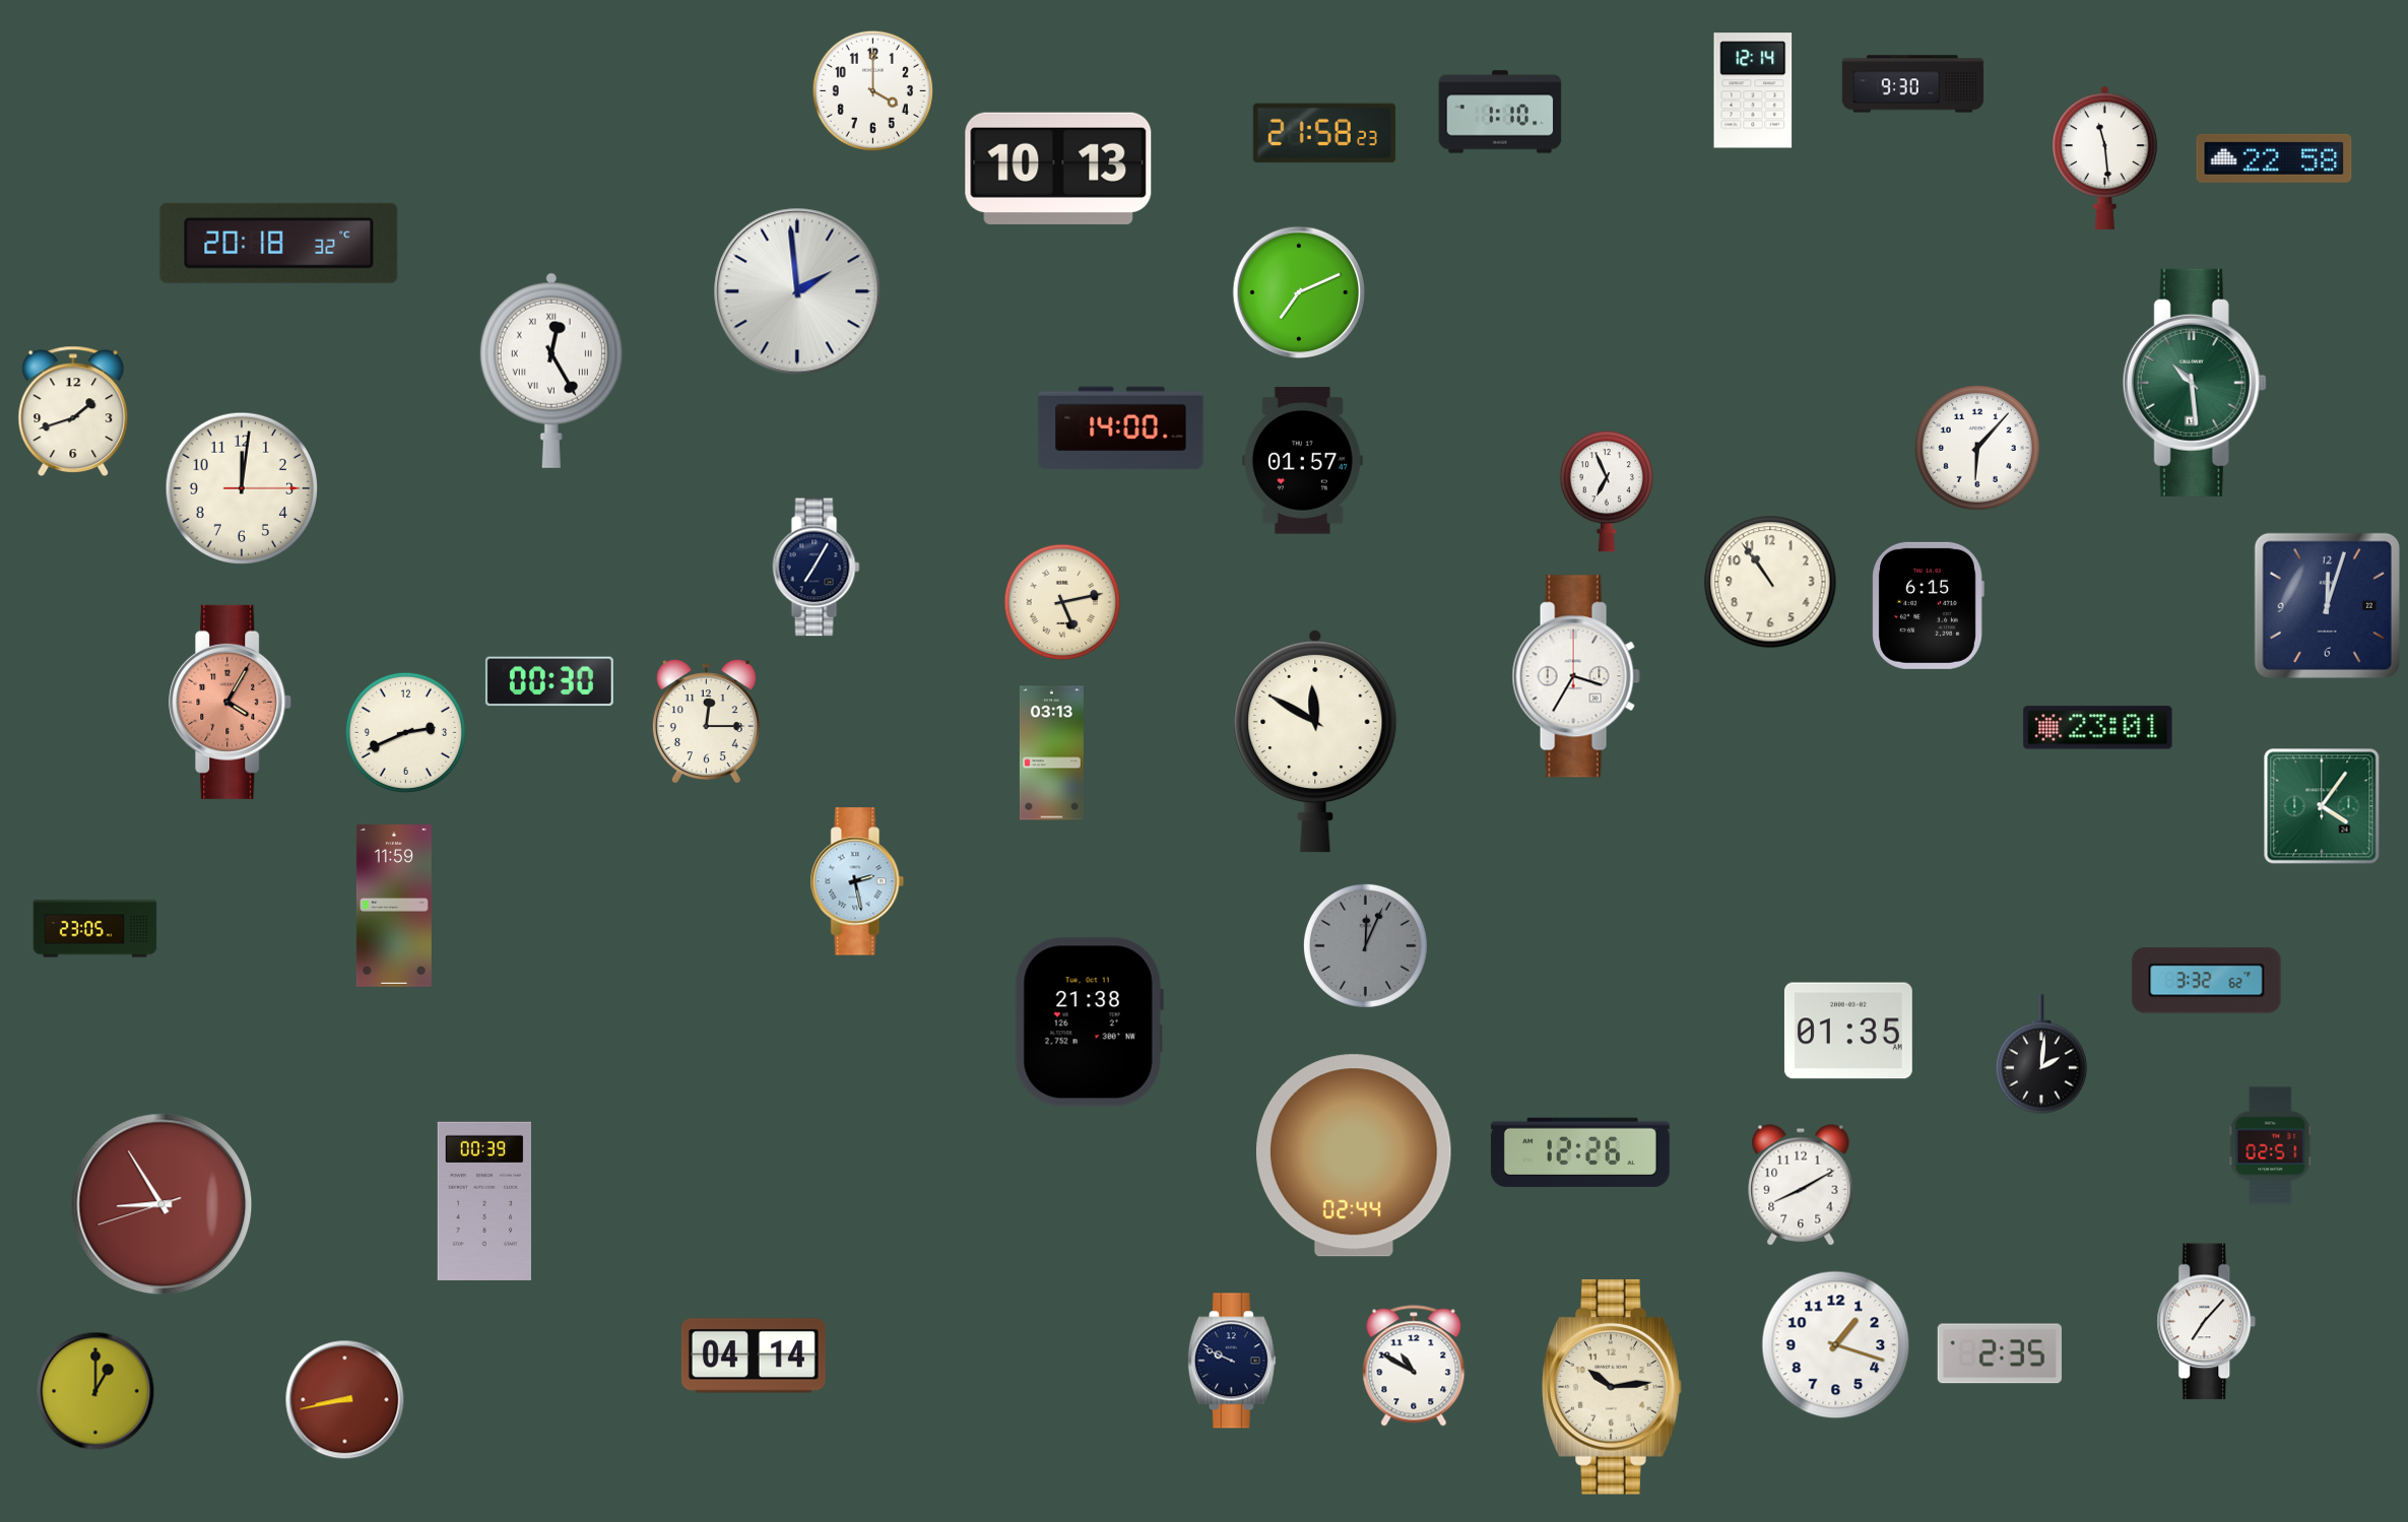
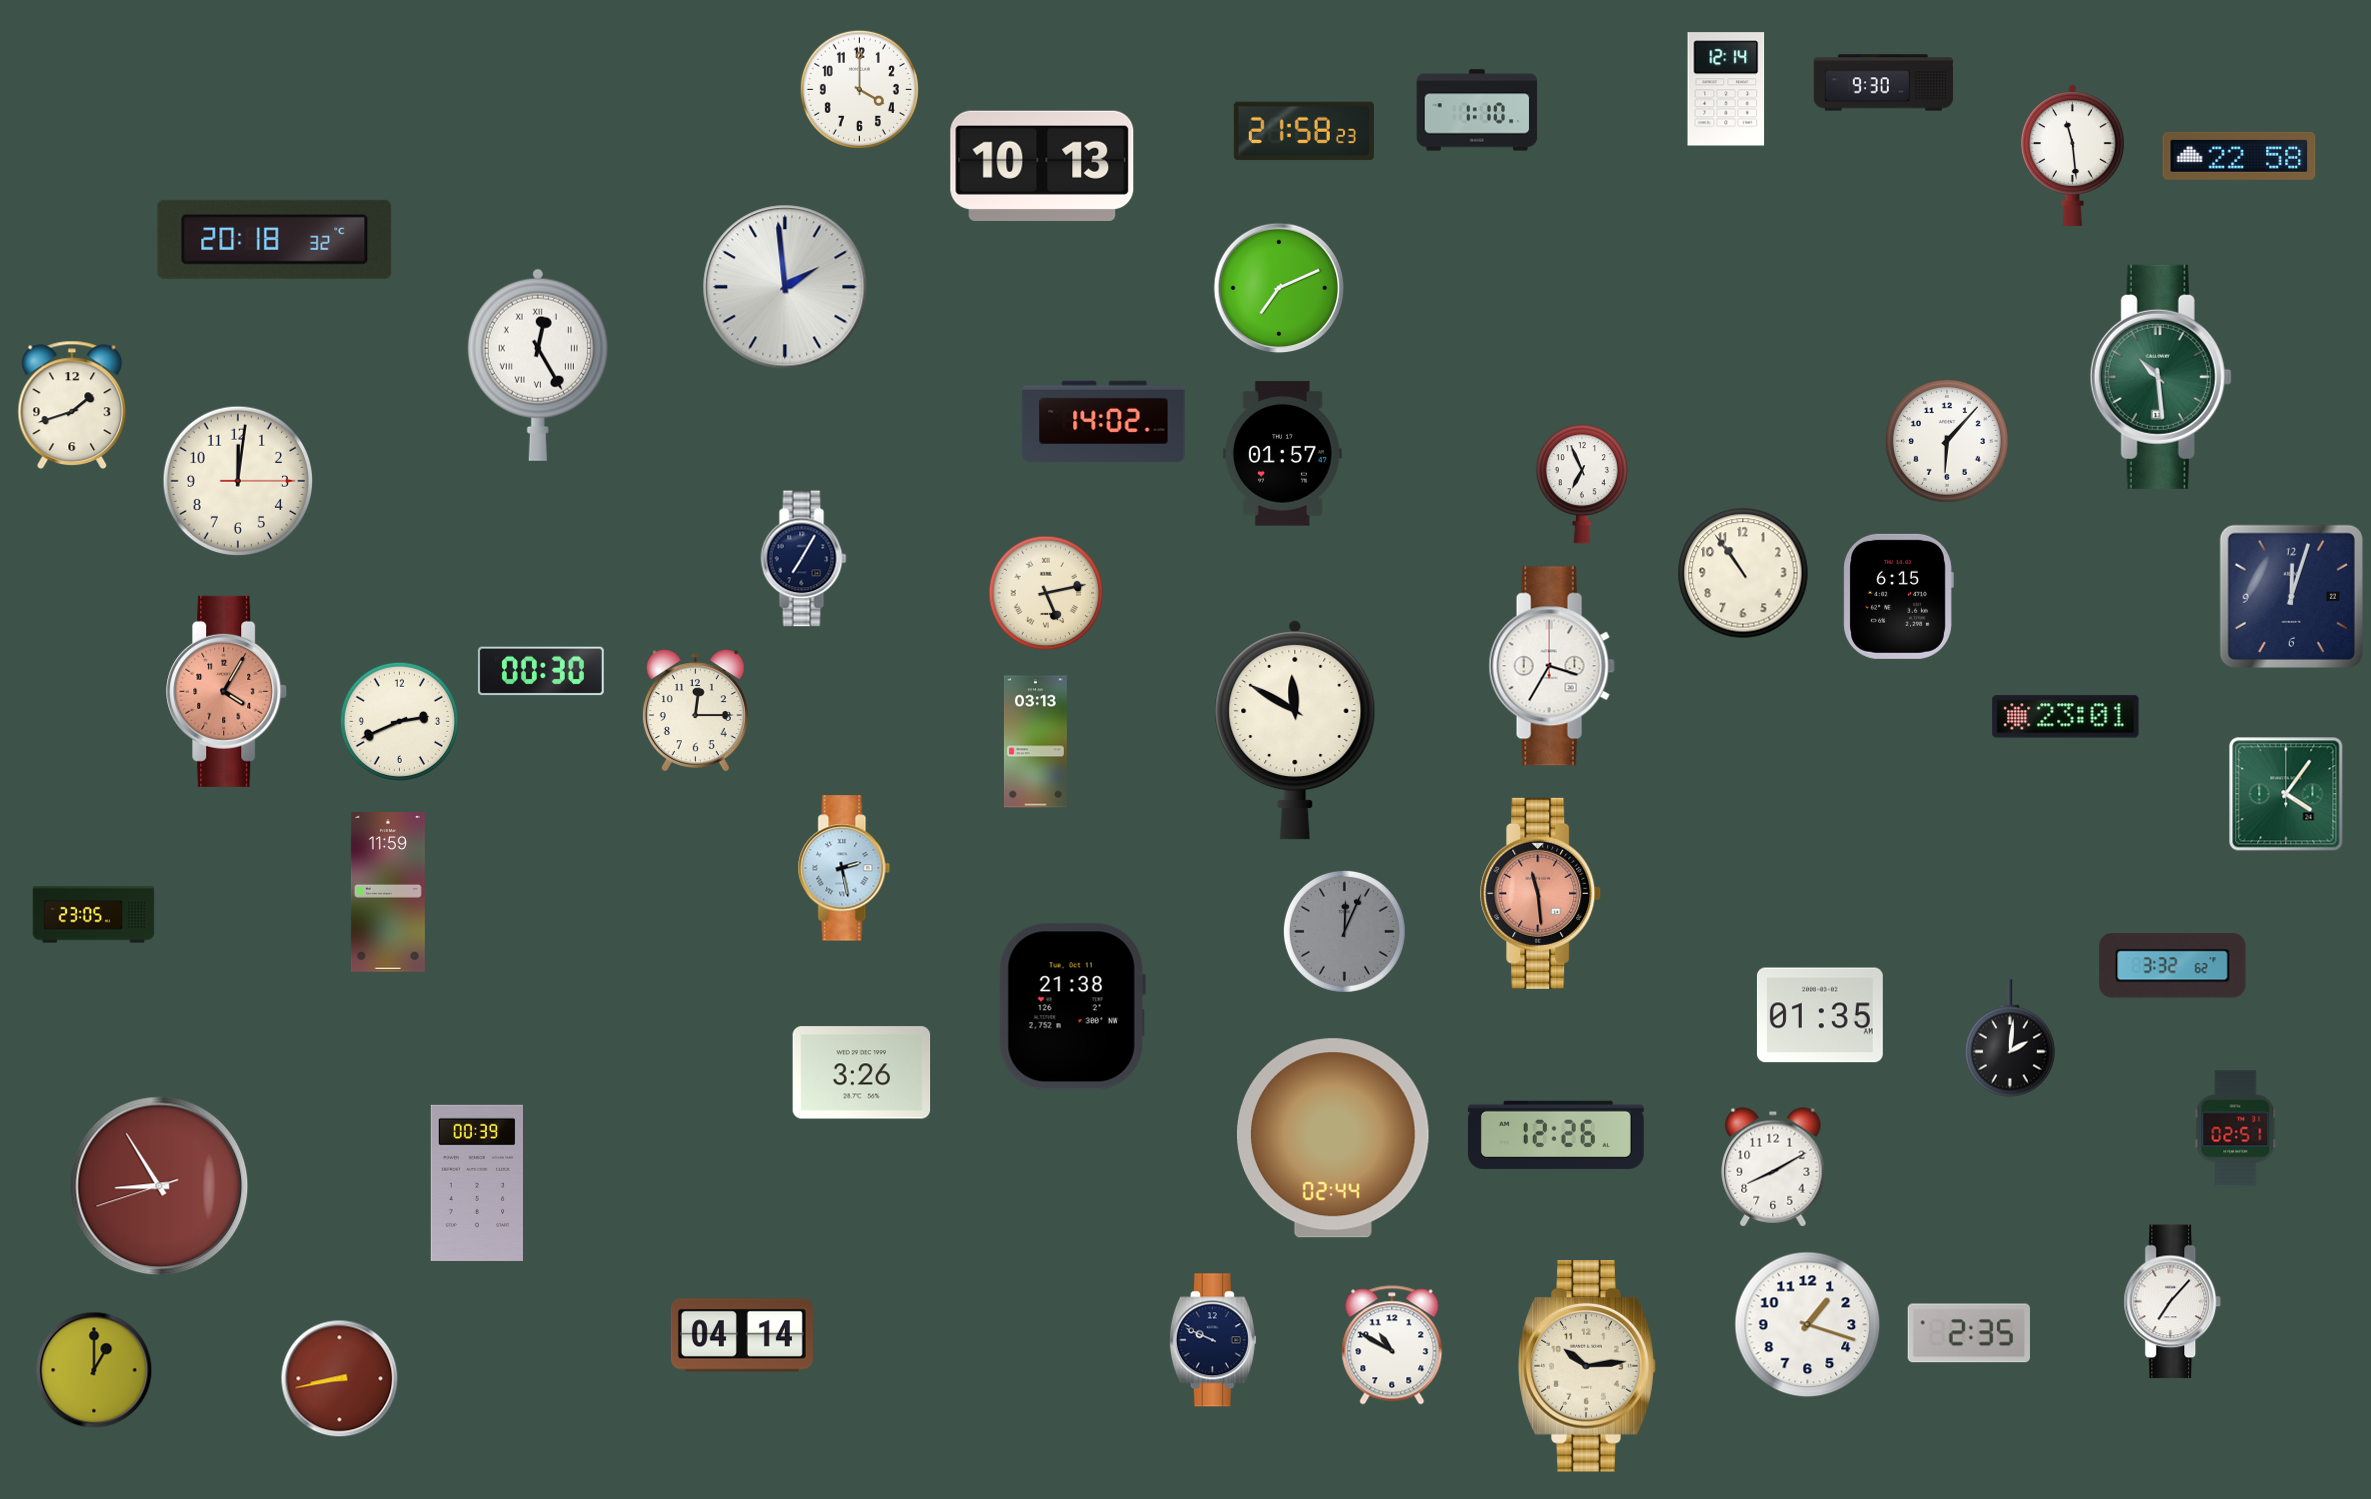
clock at (551, 371) position: (551, 371) -> (538, 365)
clock at (1121, 428): 14:00 -> 14:02
clock at (1541, 893): none -> 11:29
clock at (862, 1073): none -> 3:26
